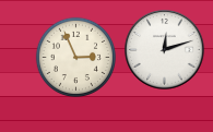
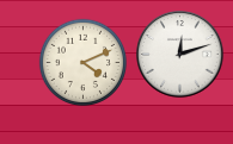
clock at (75, 57): 2:56 -> 4:11
